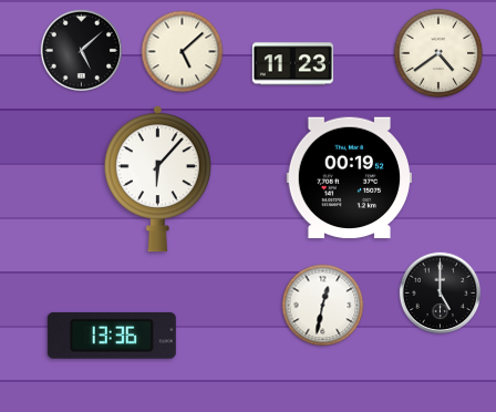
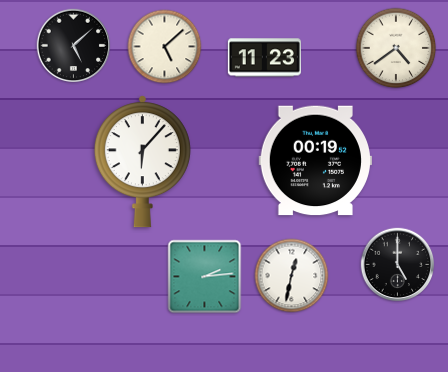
clock at (205, 277): none -> 2:14
clock at (112, 336): 13:36 -> none
